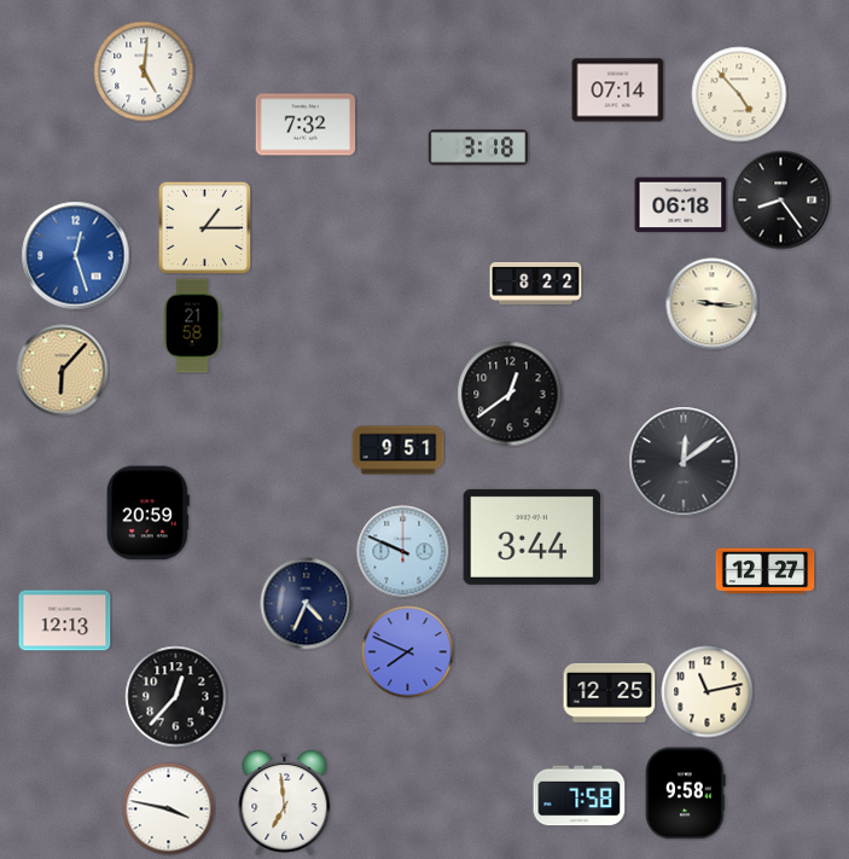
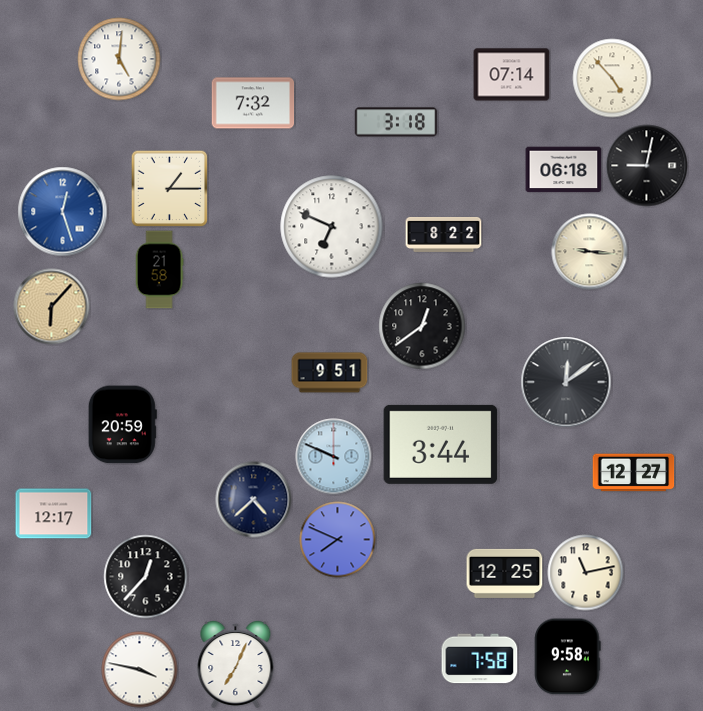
clock at (781, 201): 8:24 -> 9:02
clock at (332, 227): none -> 6:49
clock at (307, 604): 4:34 -> 4:38
clock at (65, 621): 12:13 -> 12:17
clock at (285, 802): 6:59 -> 7:04
